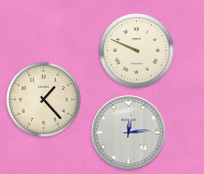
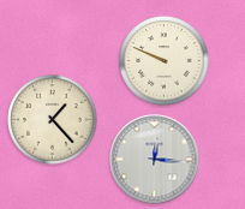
clock at (129, 133): 12:14 -> 12:16
